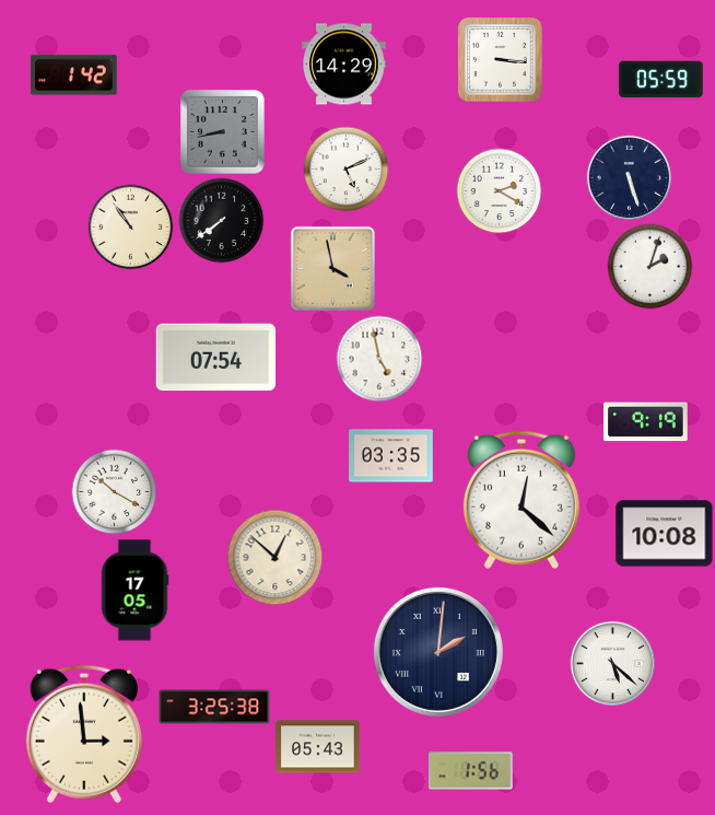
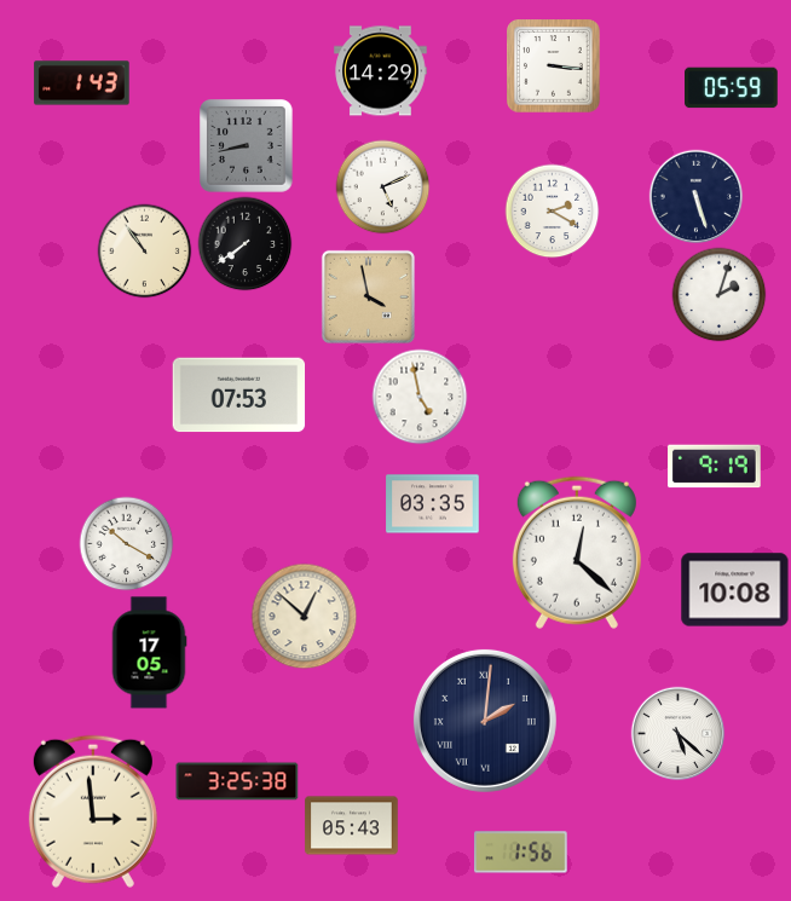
clock at (74, 75): 1:42 -> 1:43
clock at (216, 358): 07:54 -> 07:53
